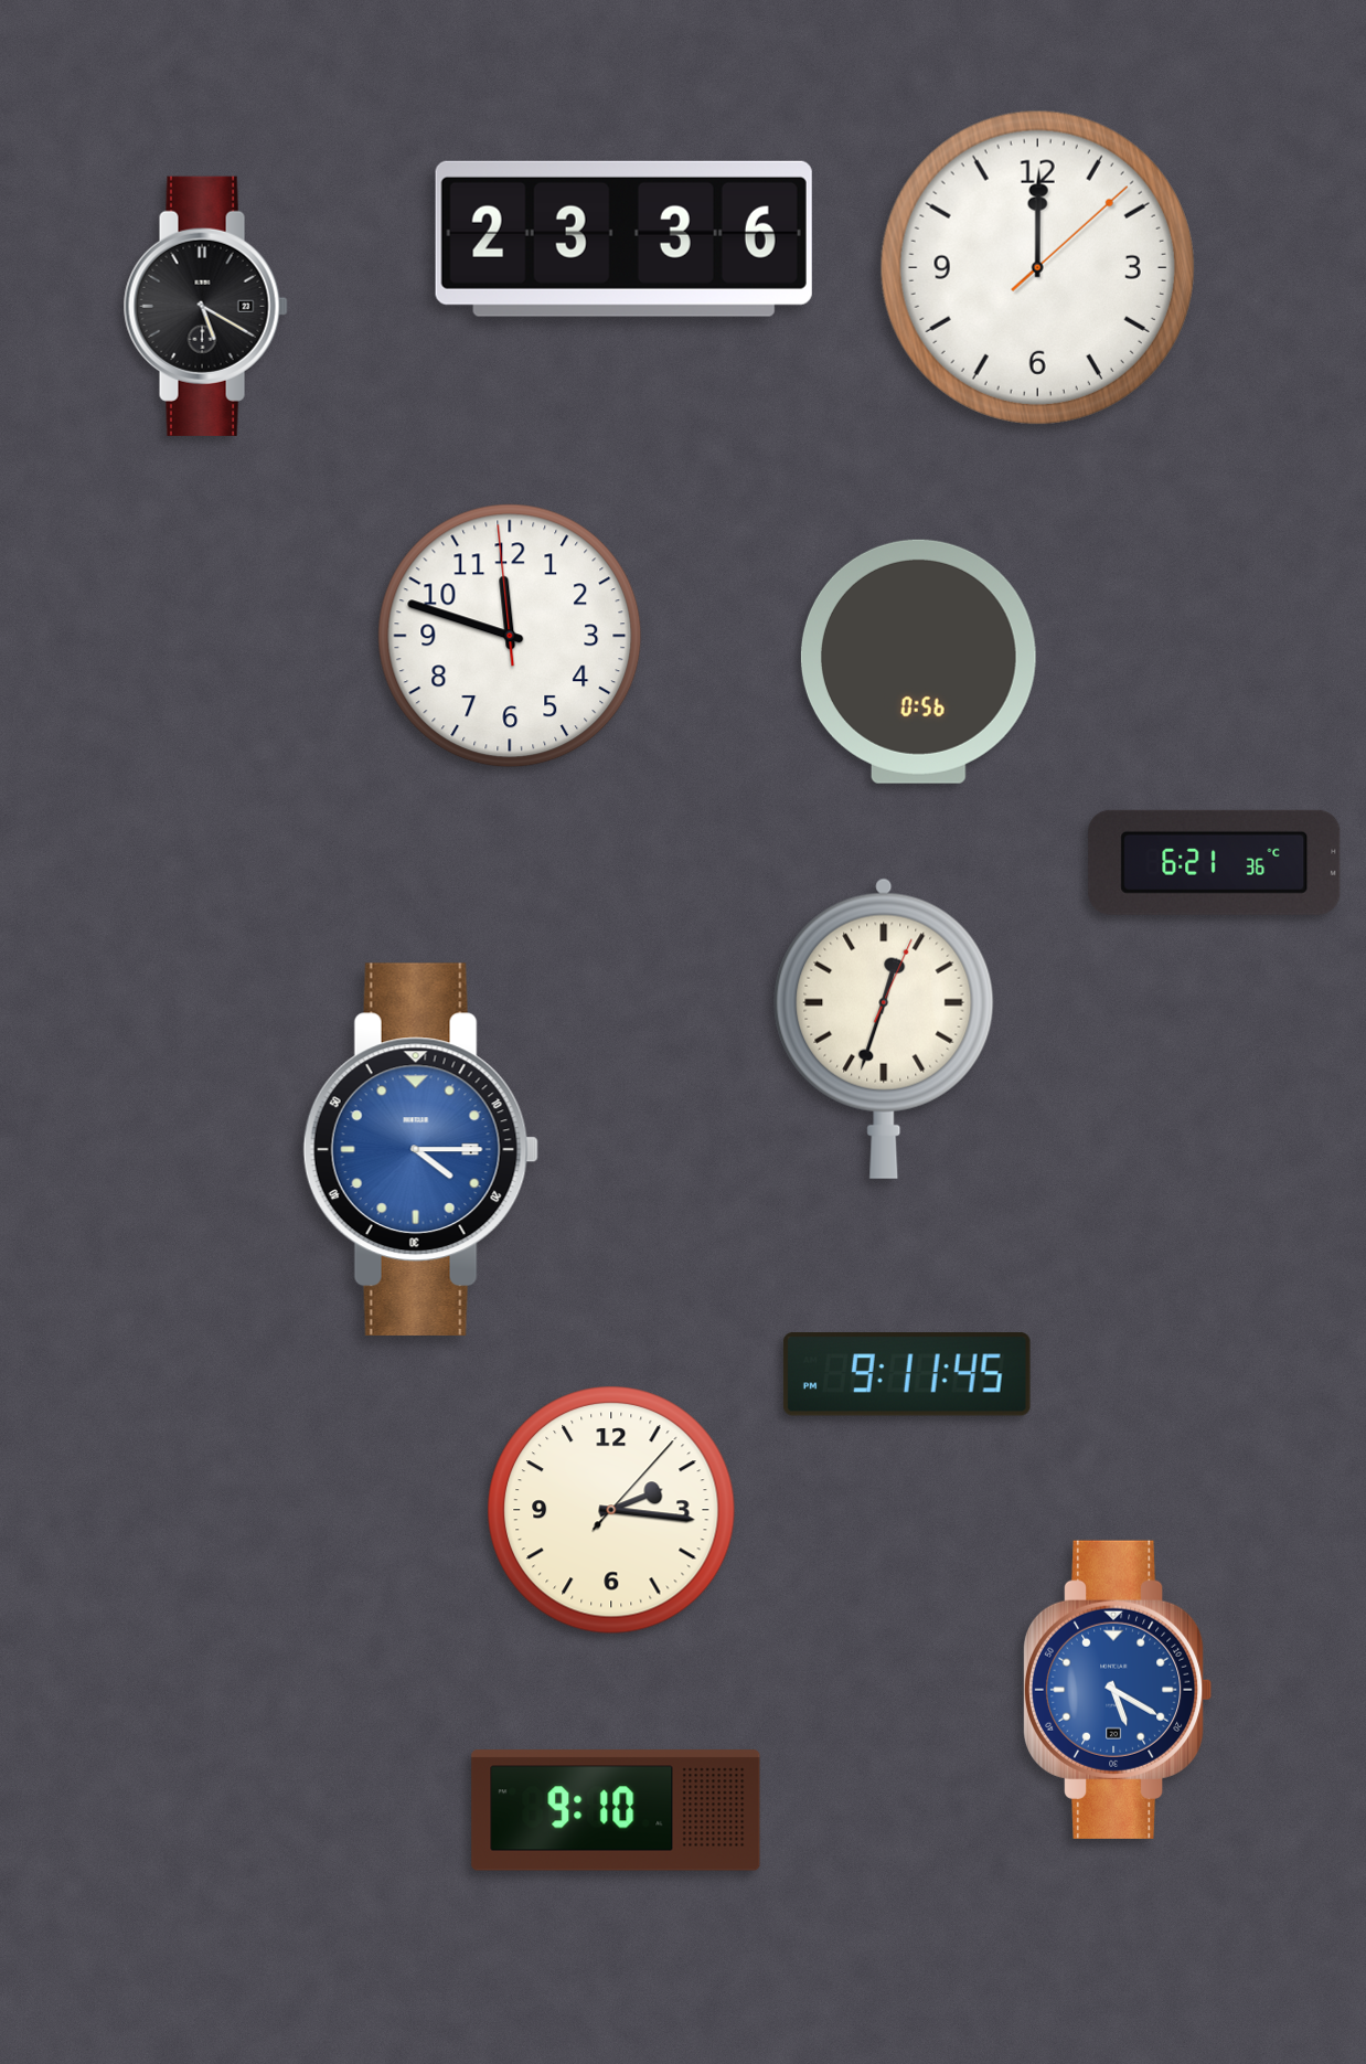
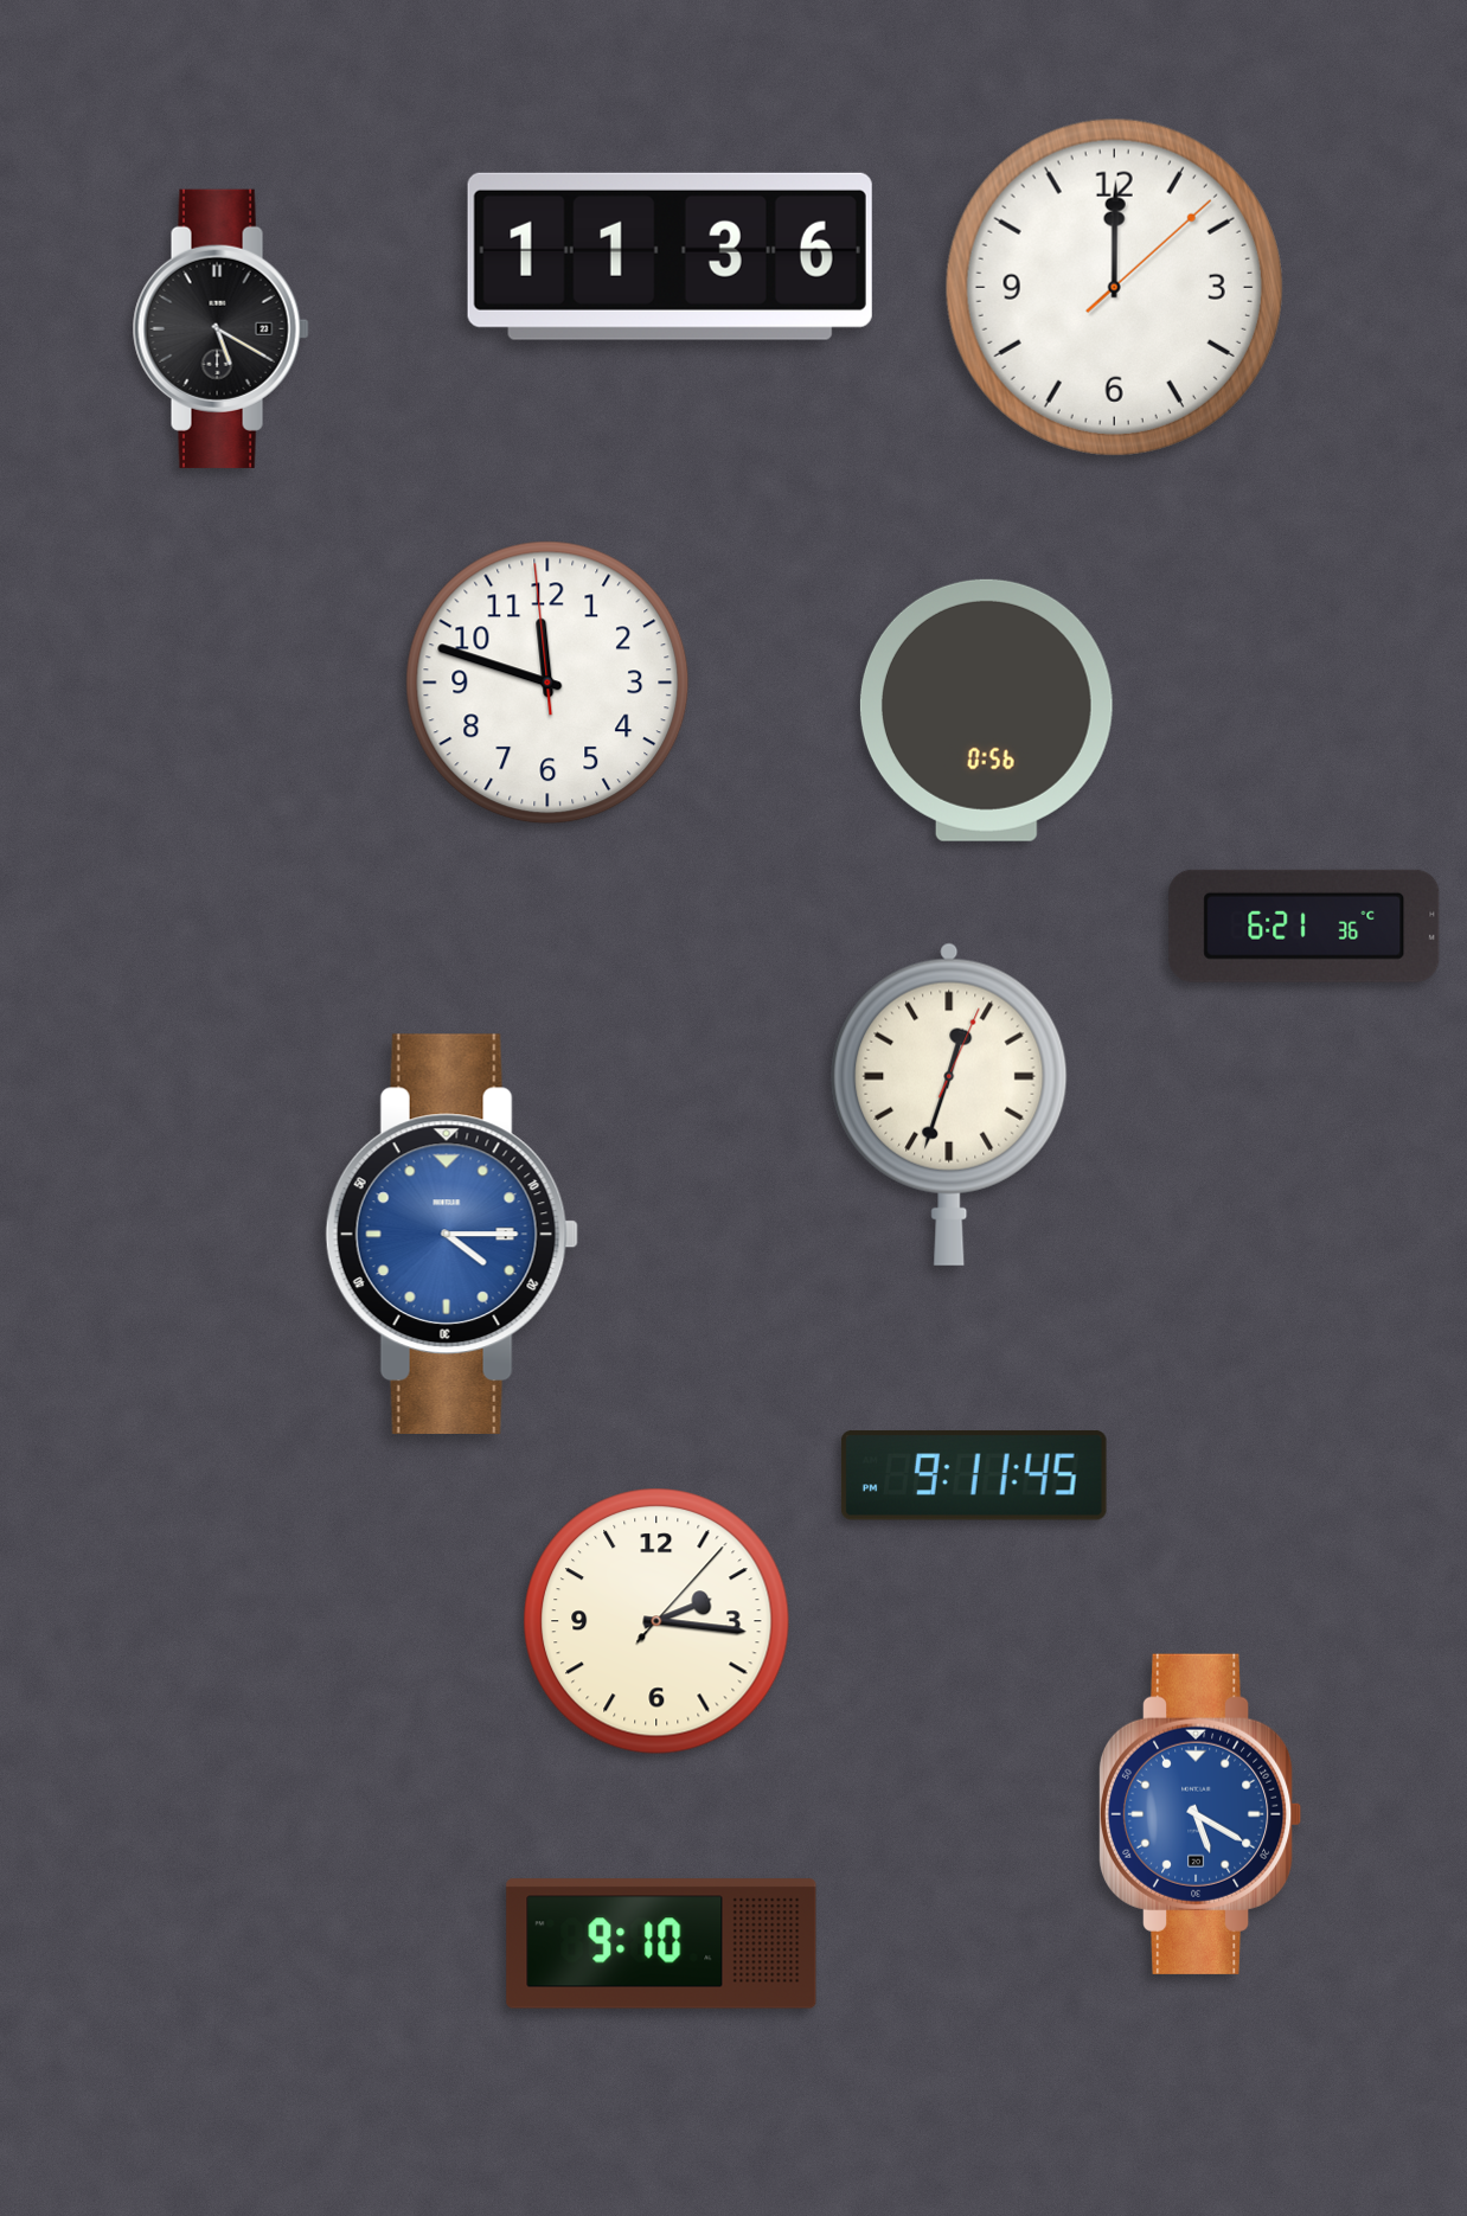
clock at (623, 238): 23:36 -> 11:36
